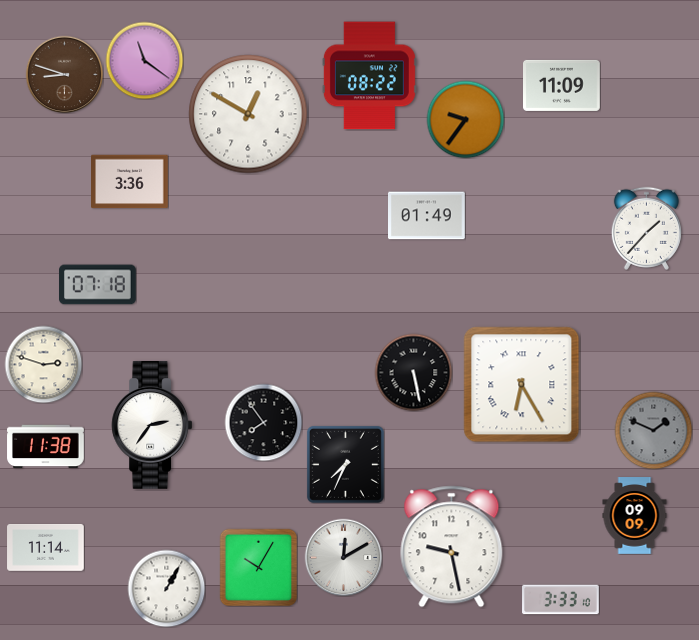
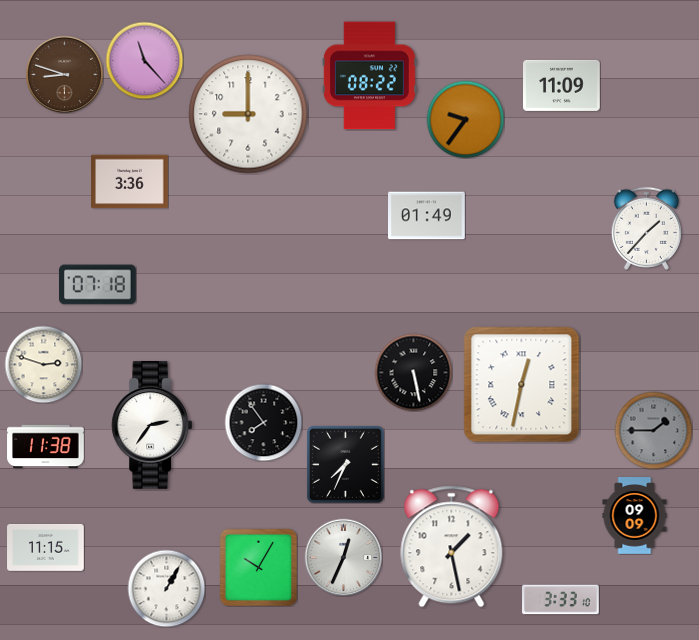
clock at (144, 60): 11:21 -> 11:23
clock at (248, 114): 12:50 -> 9:00
clock at (522, 385): 6:25 -> 12:32
clock at (653, 430): 1:49 -> 1:45
clock at (452, 547): 9:28 -> 1:28
clock at (46, 548): 11:14 -> 11:15
clock at (343, 557): 12:10 -> 12:34
